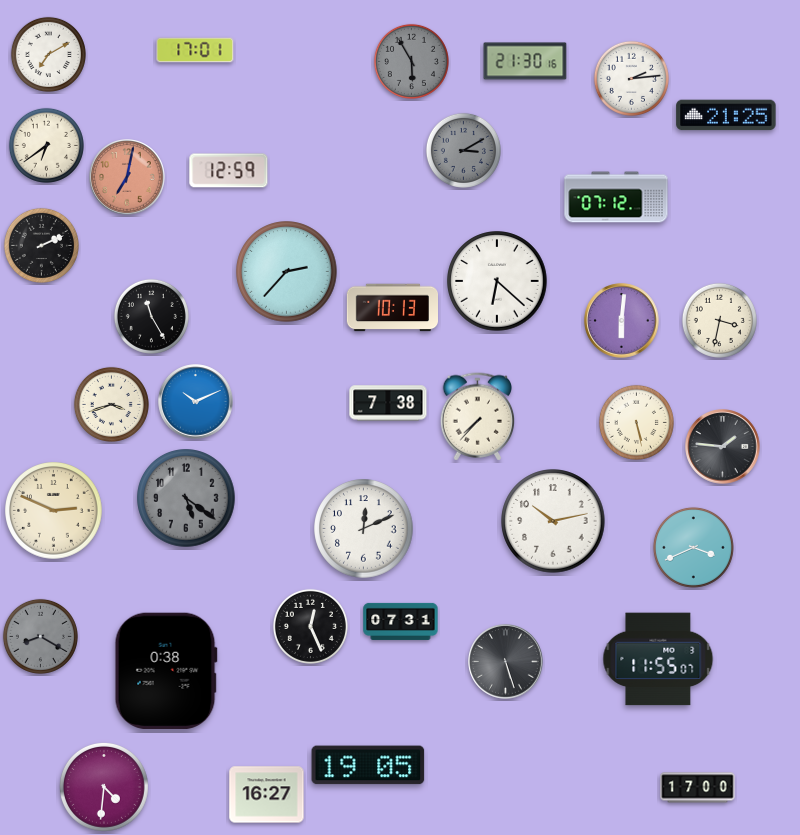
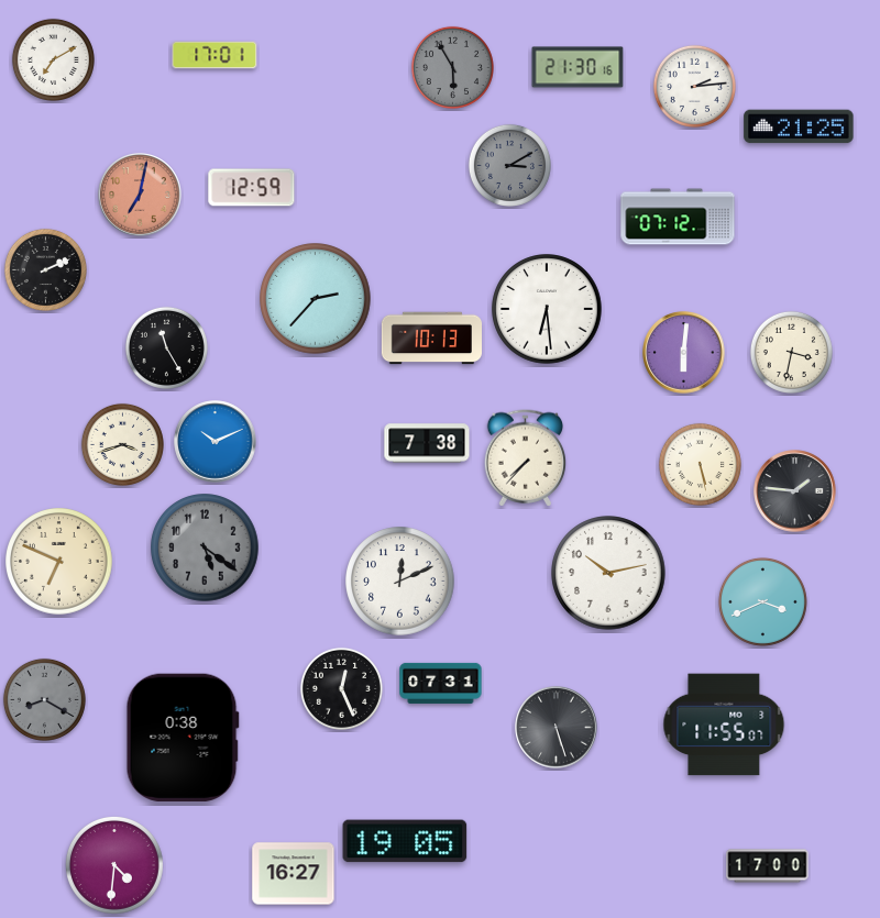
clock at (46, 145): 6:39 -> none
clock at (497, 281): 6:22 -> 6:29
clock at (54, 511): 2:49 -> 6:49
